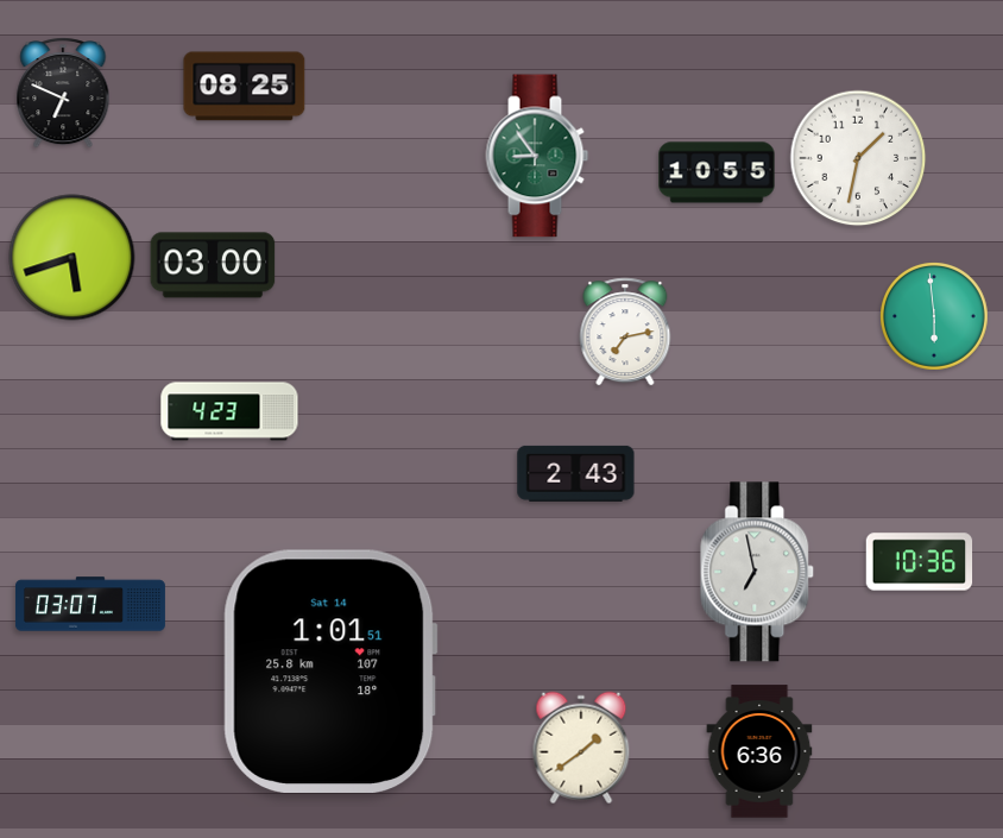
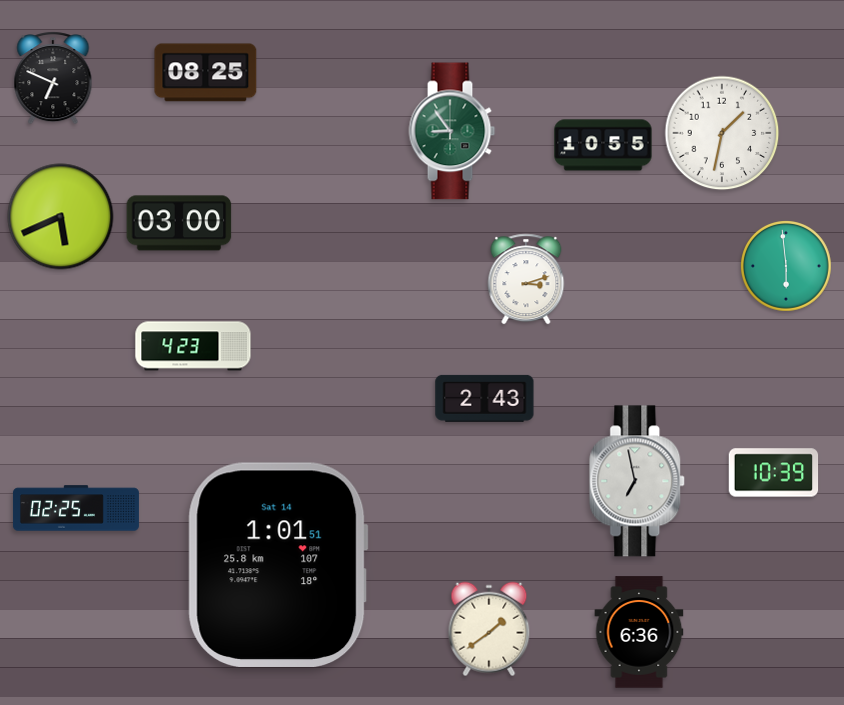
clock at (72, 258): 5:42 -> 5:41
clock at (625, 332): 7:13 -> 3:12
clock at (920, 562): 10:36 -> 10:39
clock at (90, 604): 03:07 -> 02:25
